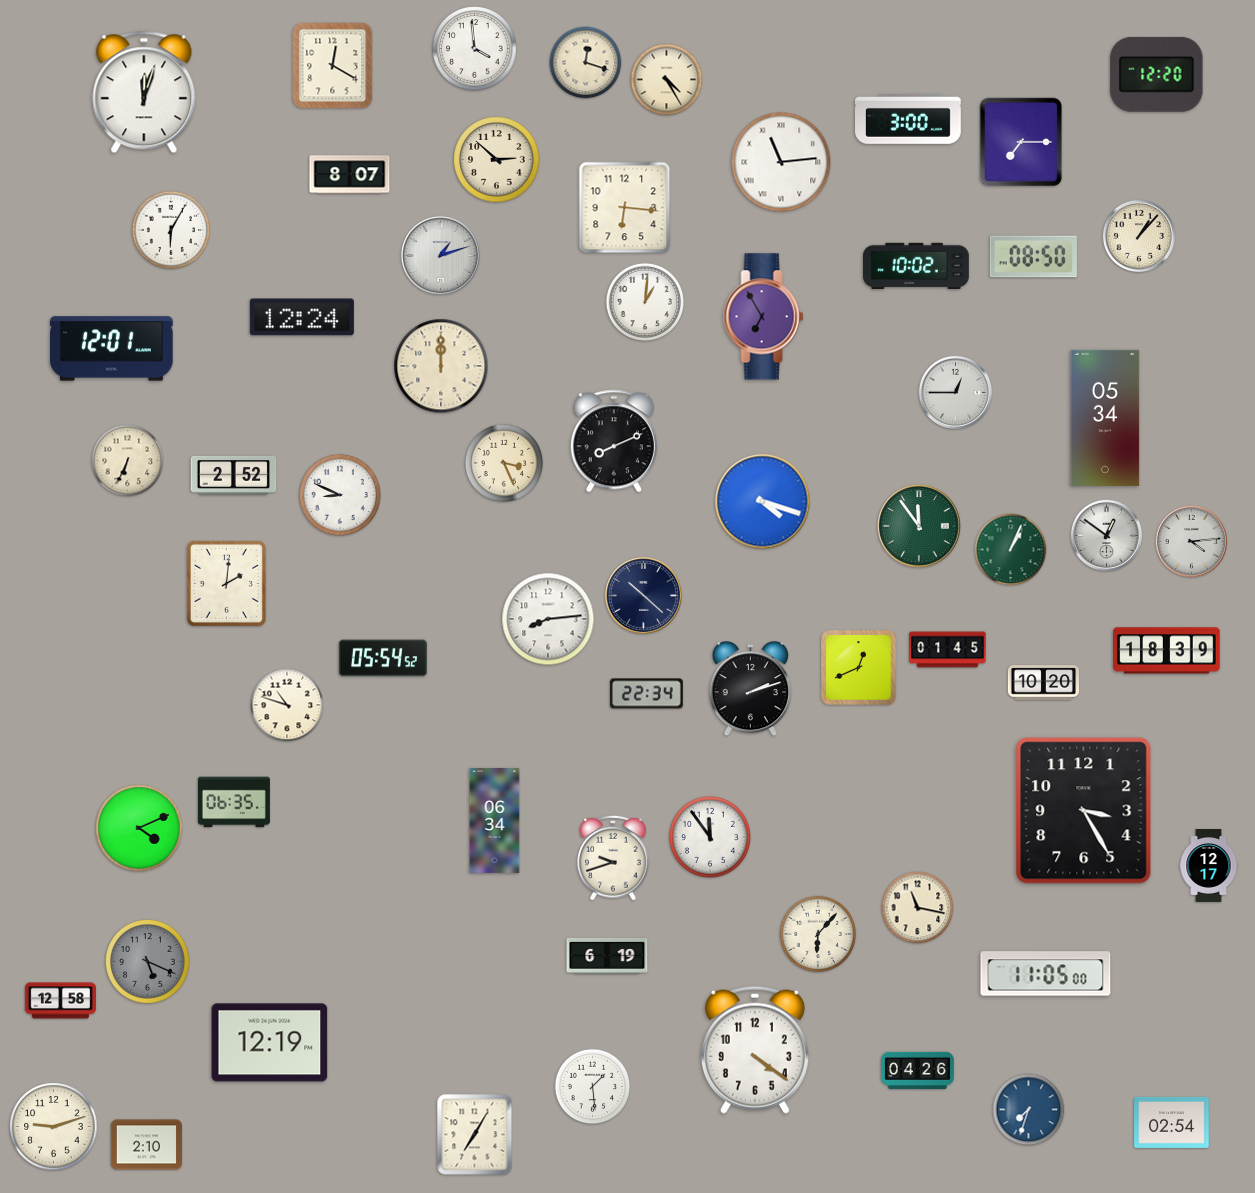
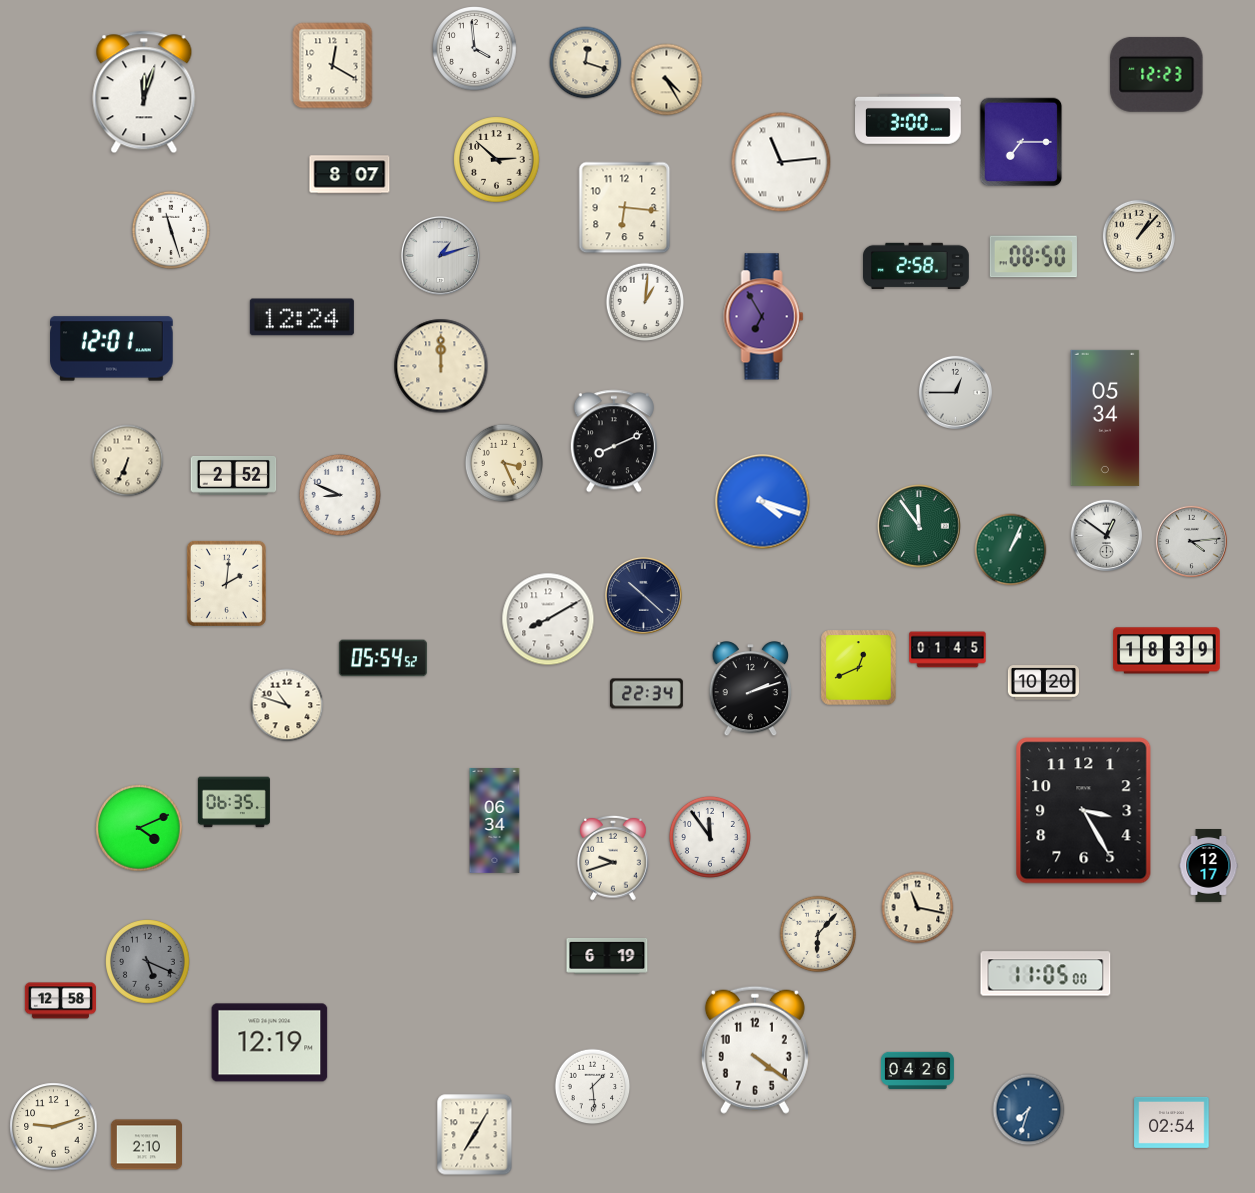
clock at (1157, 74): 12:20 -> 12:23
clock at (170, 229): 6:05 -> 11:27
clock at (917, 265): 10:02 -> 2:58
clock at (548, 619): 8:14 -> 8:10
